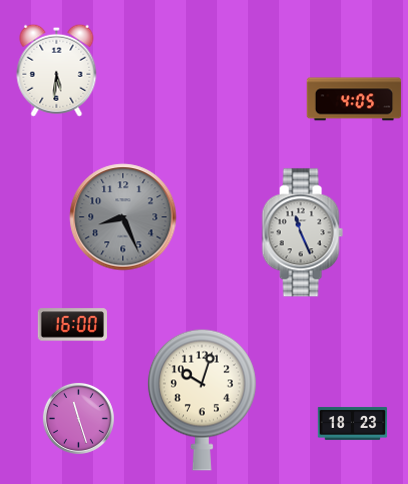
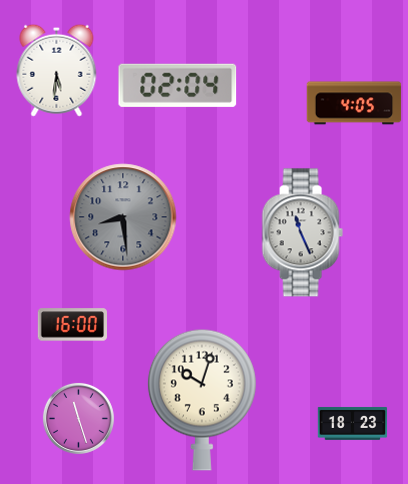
clock at (178, 85): none -> 02:04
clock at (354, 99) position: (354, 99) -> (354, 103)
clock at (123, 217): 8:26 -> 8:29
